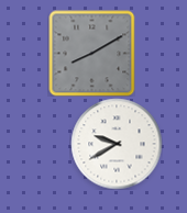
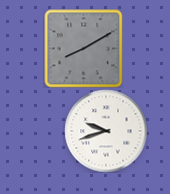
clock at (117, 144): 9:40 -> 9:42
